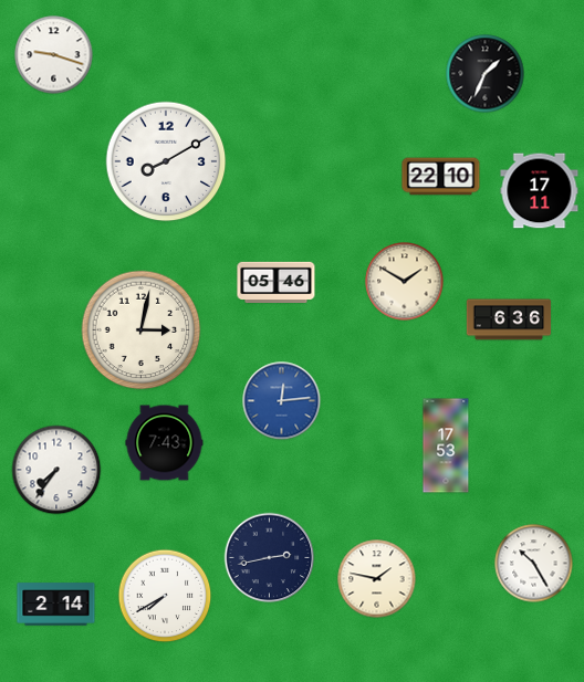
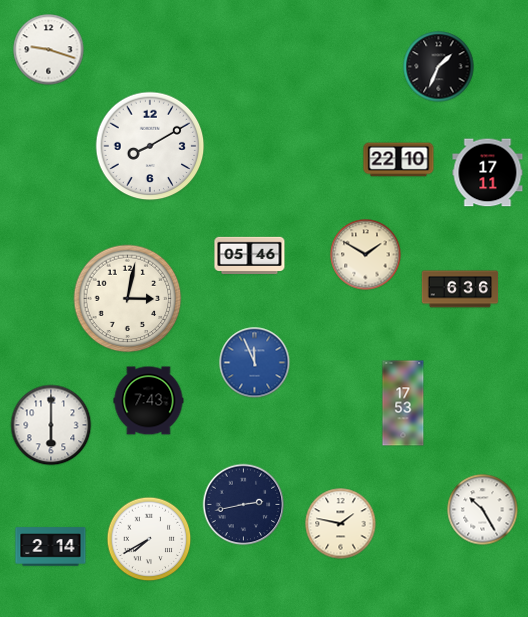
clock at (282, 401): 12:14 -> 11:56
clock at (56, 470): 7:36 -> 6:00
